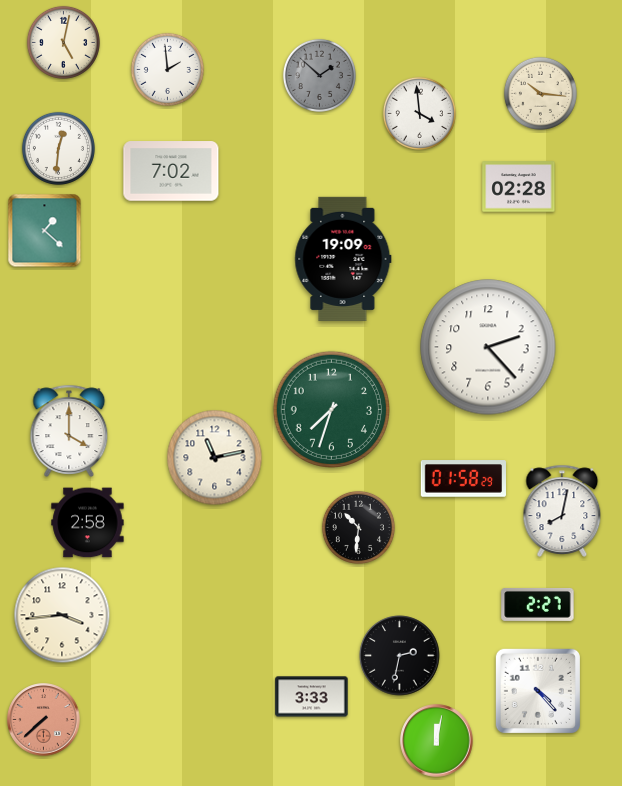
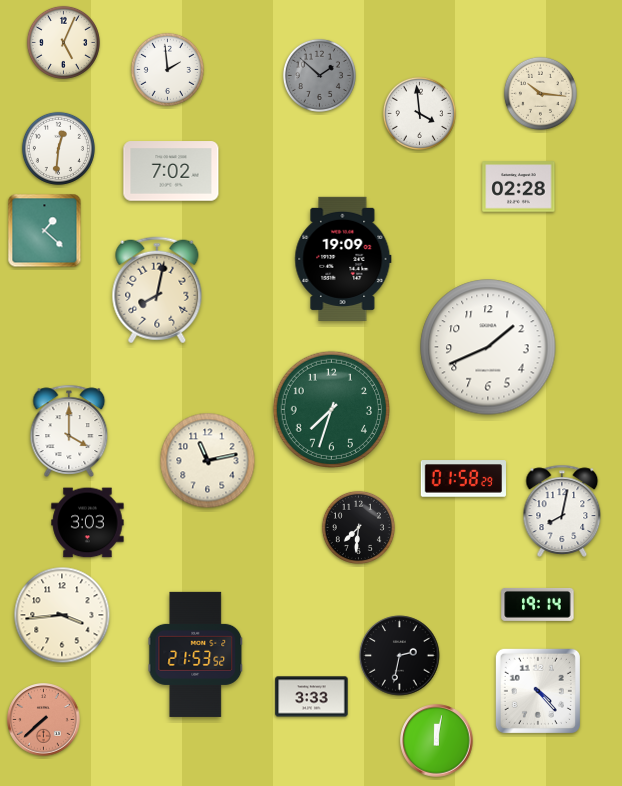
clock at (63, 42): 5:02 -> 5:04
clock at (157, 290): none -> 8:02
clock at (488, 347): 2:23 -> 1:41
clock at (215, 458) position: (215, 458) -> (208, 461)
clock at (88, 523): 2:58 -> 3:03
clock at (358, 527): 10:31 -> 7:31
clock at (538, 604): 2:27 -> 19:14
clock at (196, 654): none -> 21:53
